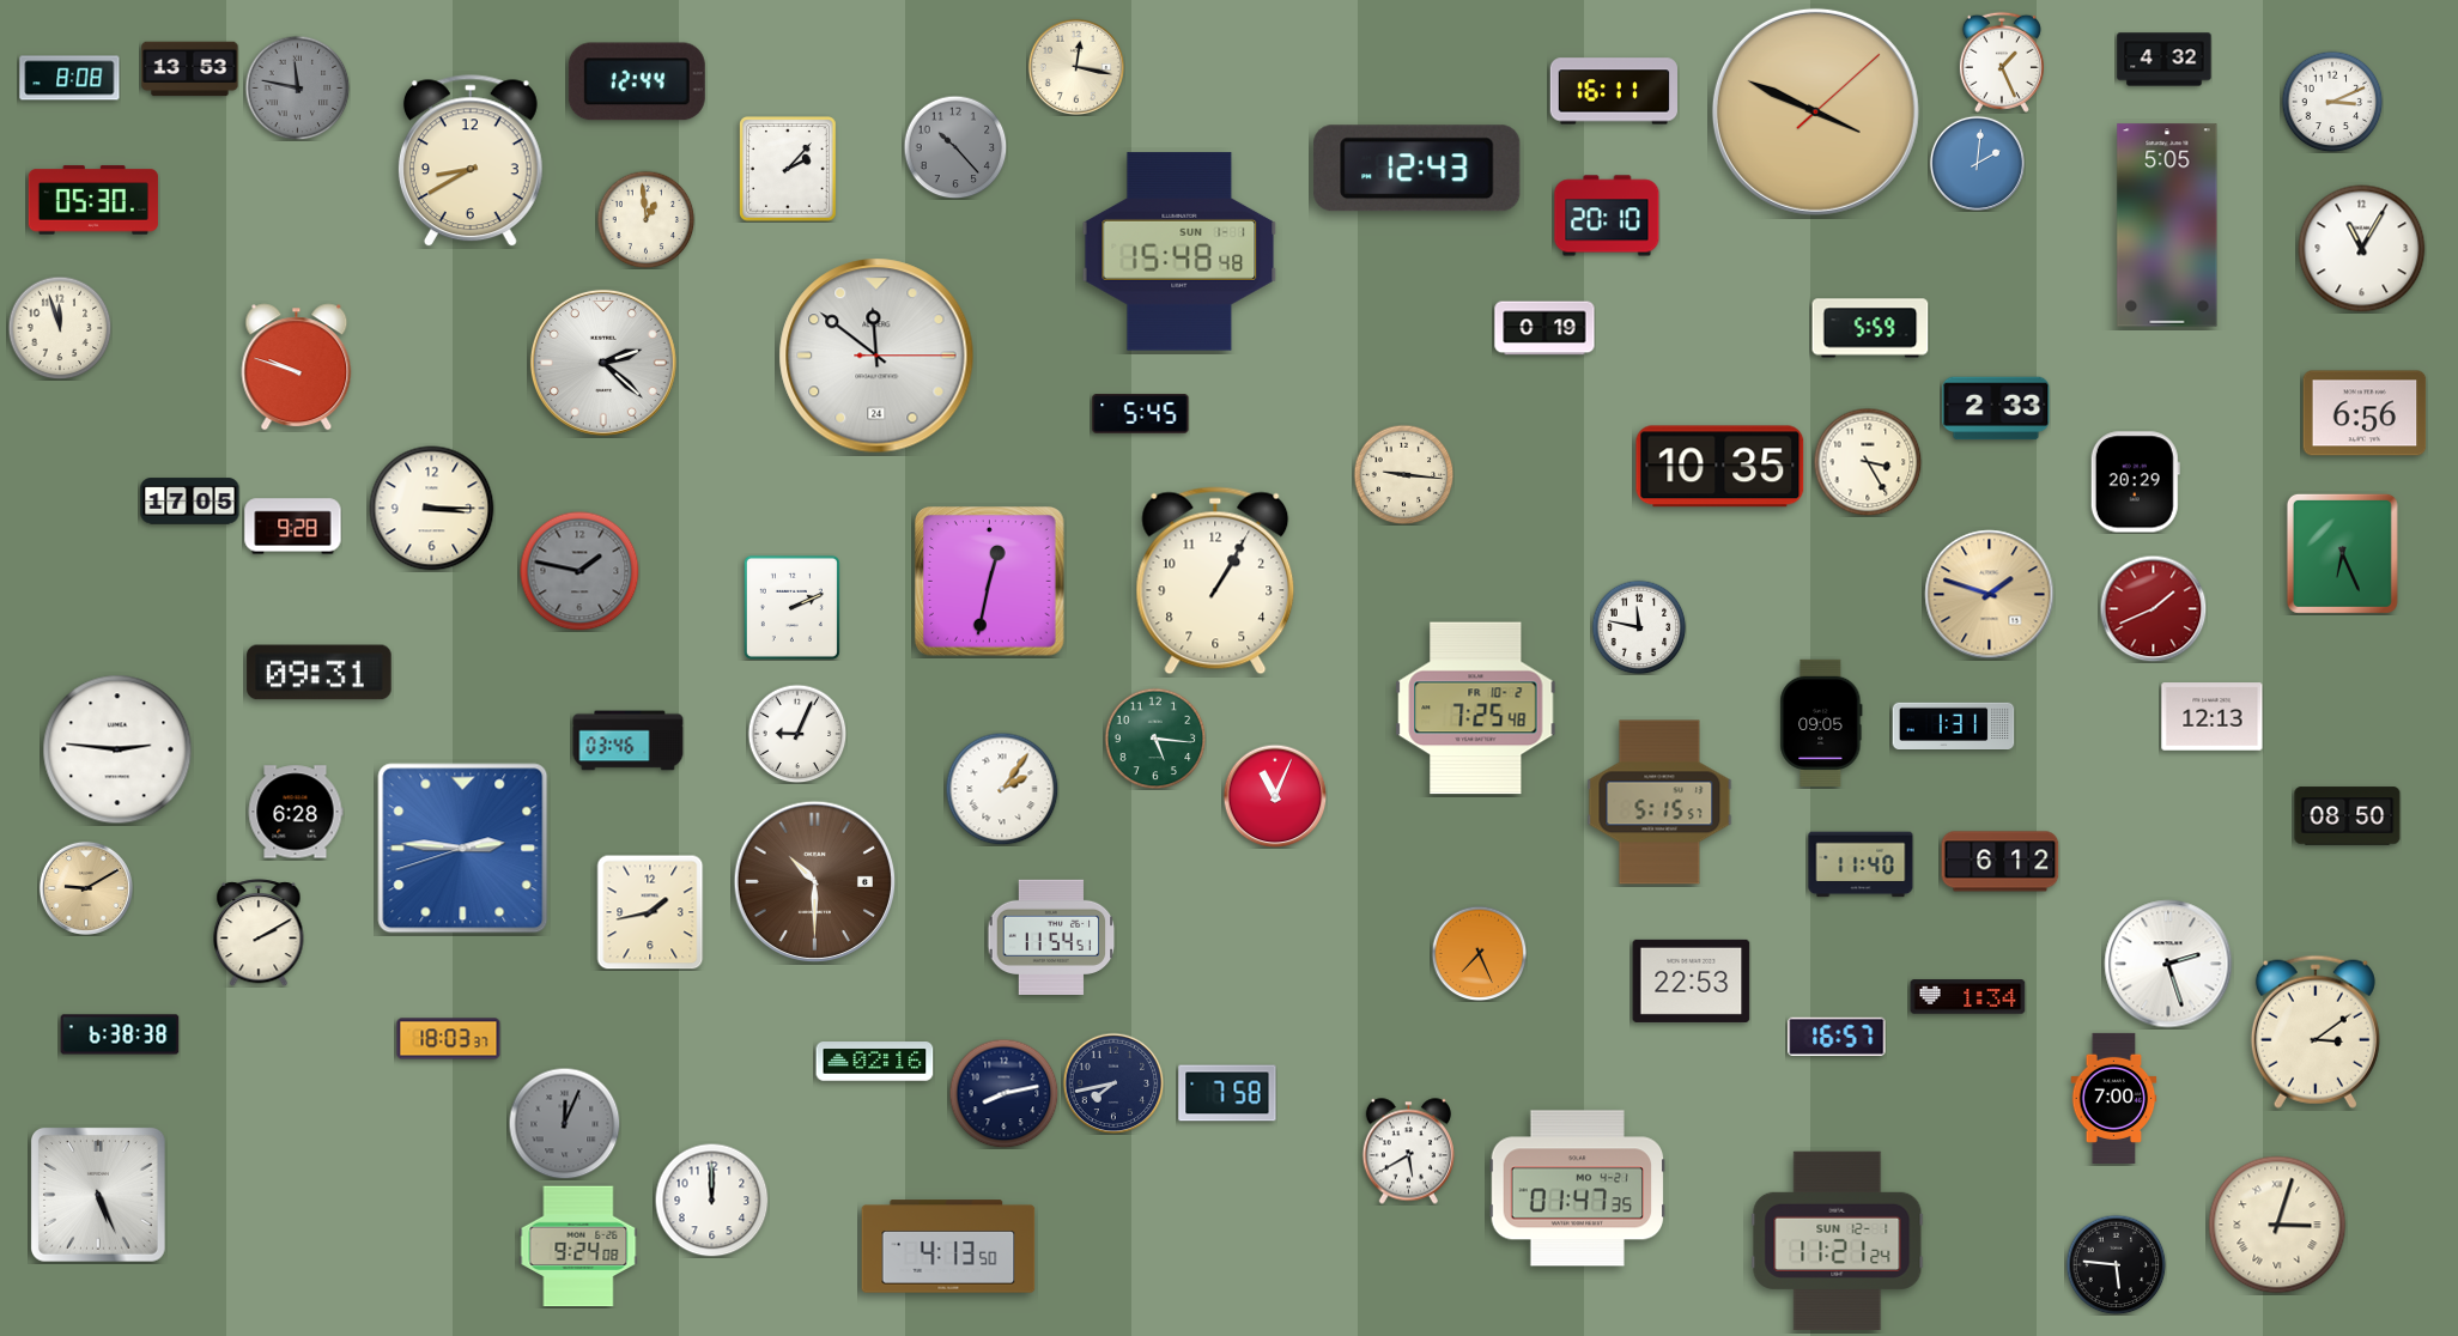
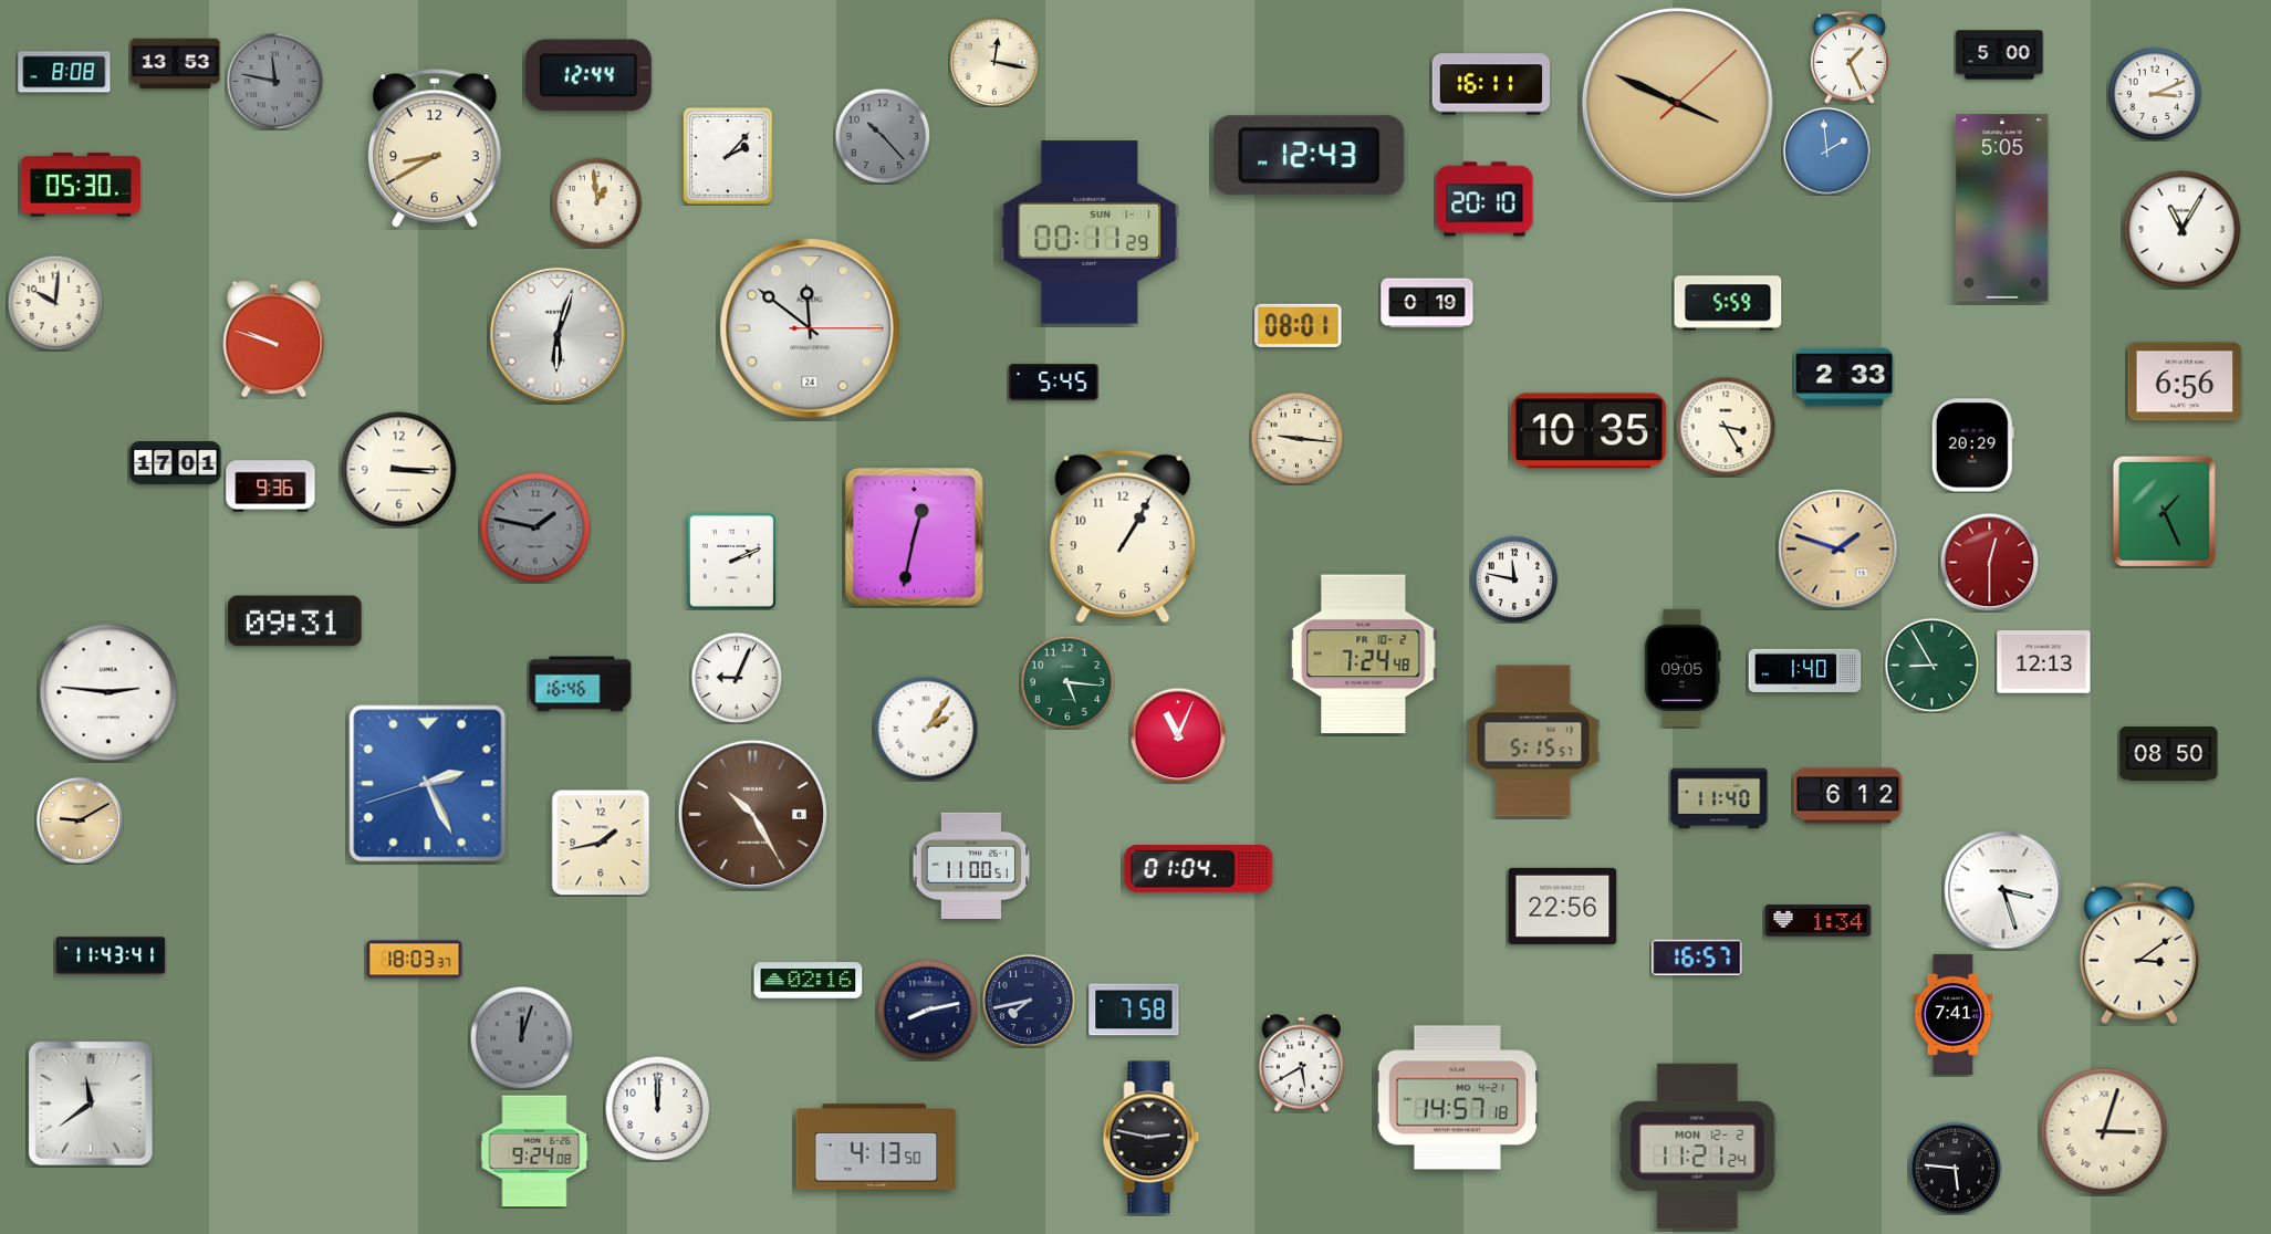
clock at (2165, 60): 4:32 -> 5:00
clock at (1977, 163): 2:01 -> 1:59
clock at (93, 200) position: (93, 200) -> (81, 185)
clock at (1179, 251): 15:48 -> 00:11
clock at (60, 328): 11:57 -> 10:01
clock at (1299, 325): none -> 08:01
clock at (603, 363): 2:22 -> 6:03
clock at (190, 502): 17:05 -> 17:01
clock at (293, 527): 9:28 -> 9:36
clock at (2342, 553): 6:26 -> 1:26
clock at (2153, 608): 1:41 -> 12:30
clock at (1476, 709): 7:25 -> 7:24
clock at (1931, 665): none -> 8:55
clock at (1954, 725): 1:31 -> 1:40
clock at (629, 741): 03:46 -> 16:46
clock at (296, 812): 6:28 -> none
clock at (463, 849): 2:45 -> 2:25
clock at (814, 881): 10:30 -> 10:25
clock at (259, 933): 2:10 -> none
clock at (1051, 936): 11:54 -> 11:00
clock at (1199, 869): none -> 01:04
clock at (1479, 953): 7:26 -> none
clock at (2168, 964): 2:27 -> 3:27
clock at (1692, 980): 22:53 -> 22:56
clock at (120, 1034): 6:38 -> 11:43
clock at (2114, 1098): 7:00 -> 7:41
clock at (564, 1123): 12:04 -> 12:03
clock at (1578, 1189): 01:47 -> 14:57
clock at (98, 1195): 5:26 -> 11:39
clock at (1152, 1138): none -> 2:47
clock at (1838, 1240) date: SUN 12-1 -> MON 12-2
clock at (948, 1246) position: (948, 1246) -> (876, 1147)
